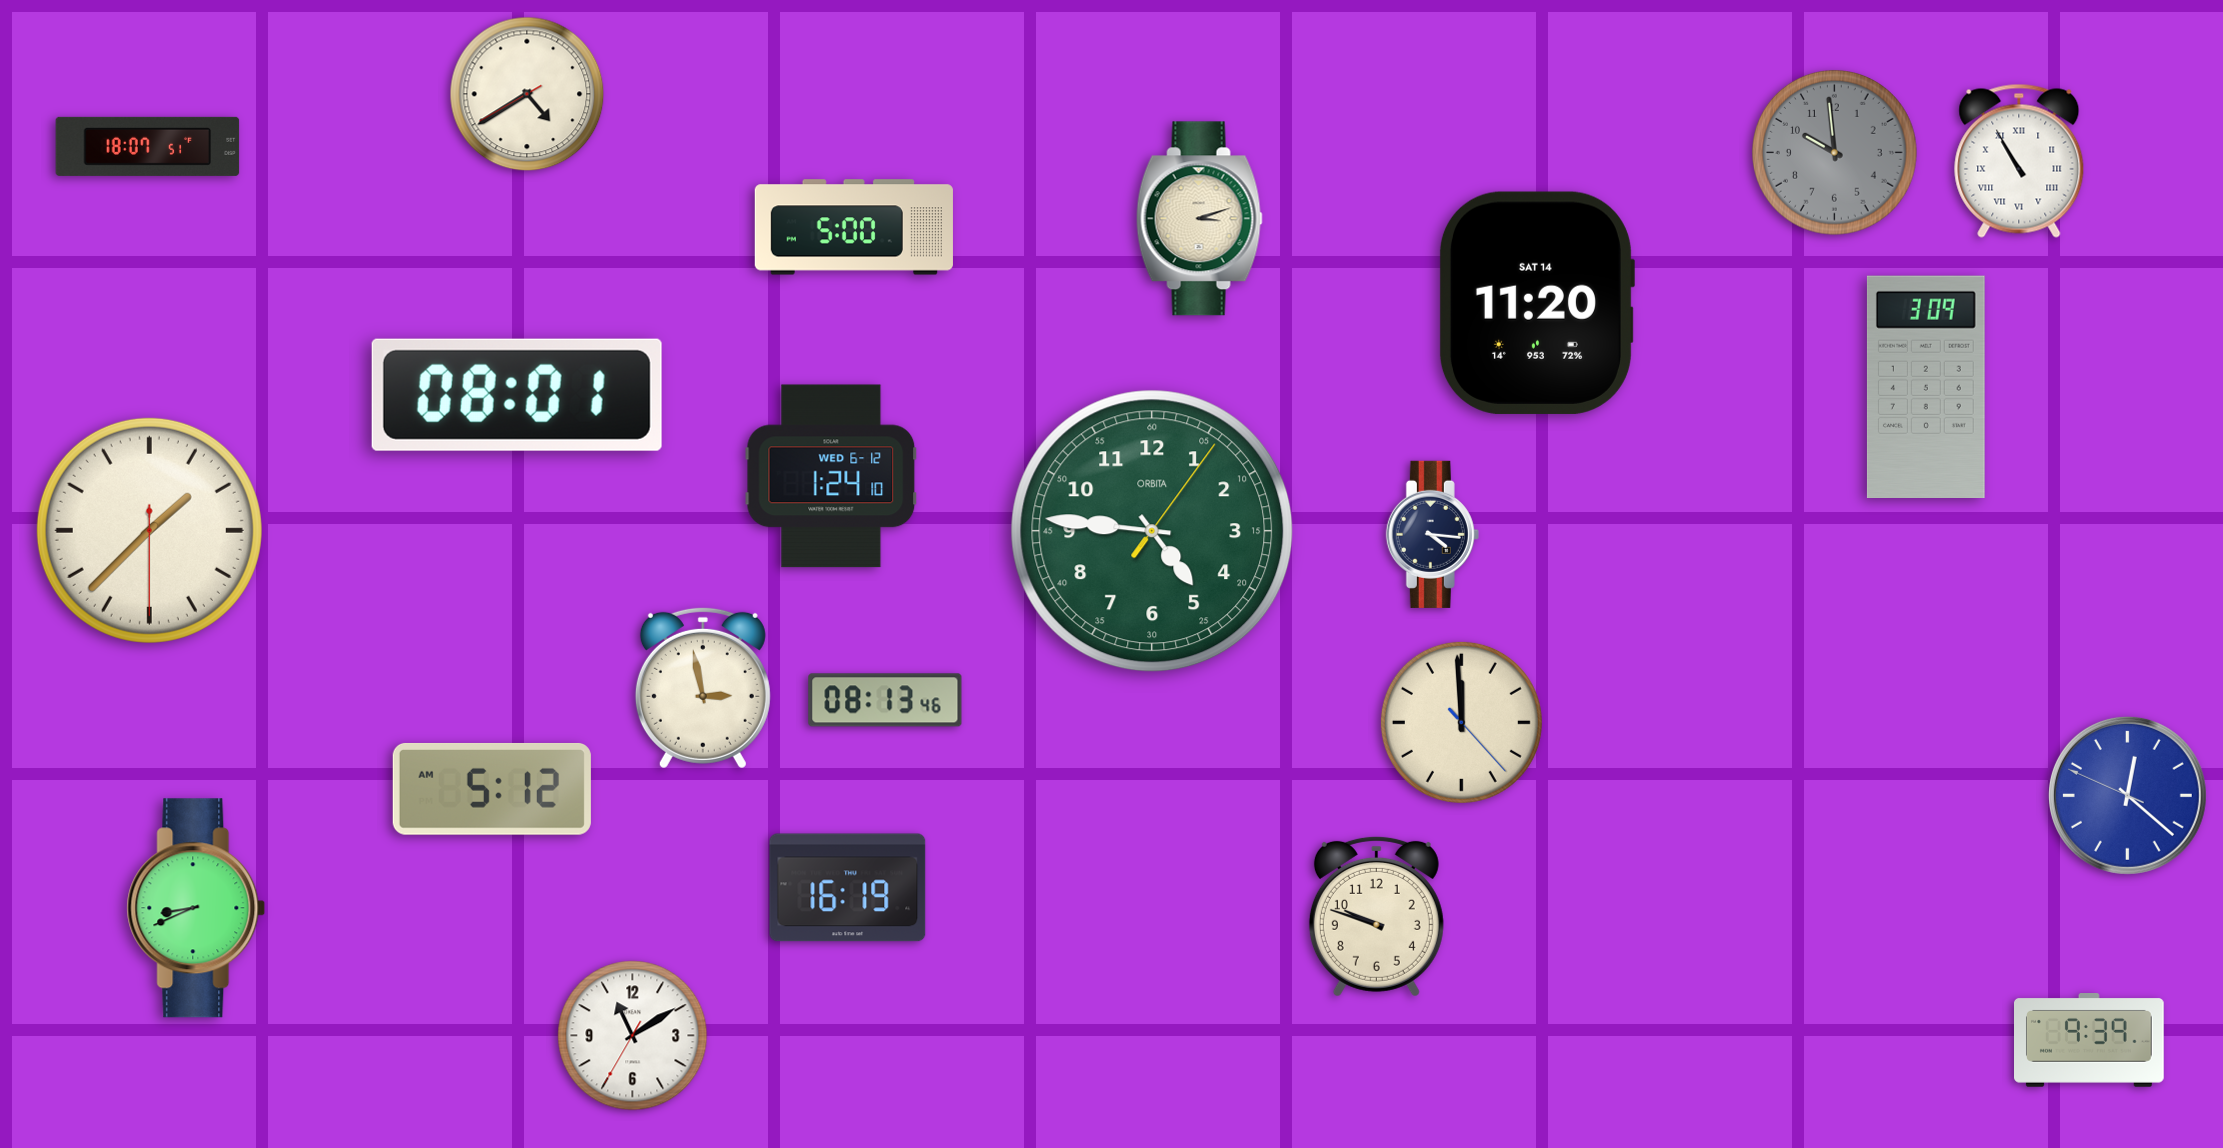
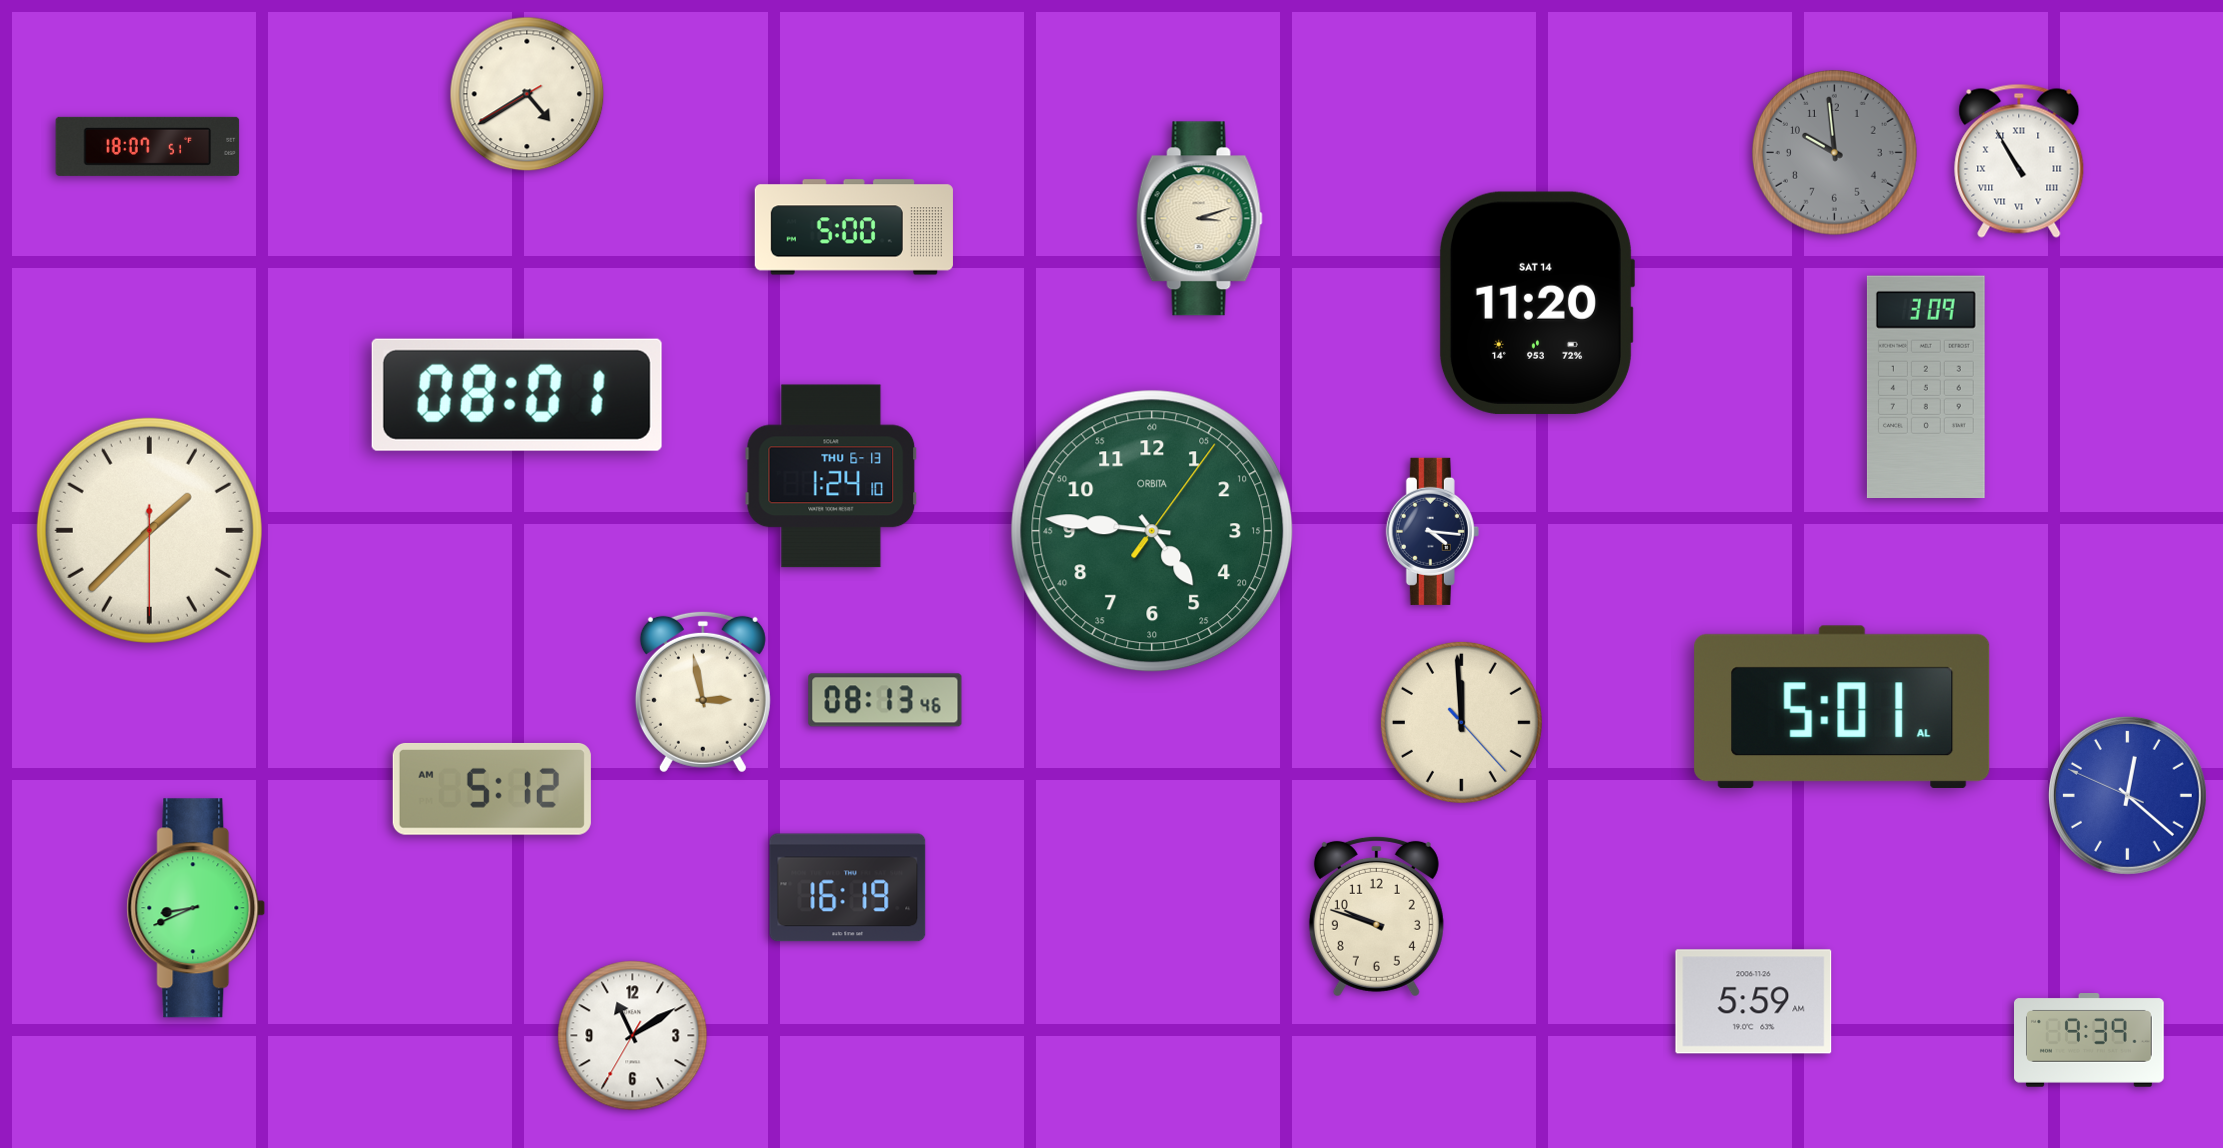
clock at (831, 476) date: WED 6-12 -> THU 6-13
clock at (1432, 534) position: (1432, 534) -> (1432, 531)
clock at (703, 688) position: (703, 688) -> (703, 692)
clock at (1842, 707): none -> 5:01
clock at (1754, 1002): none -> 5:59
